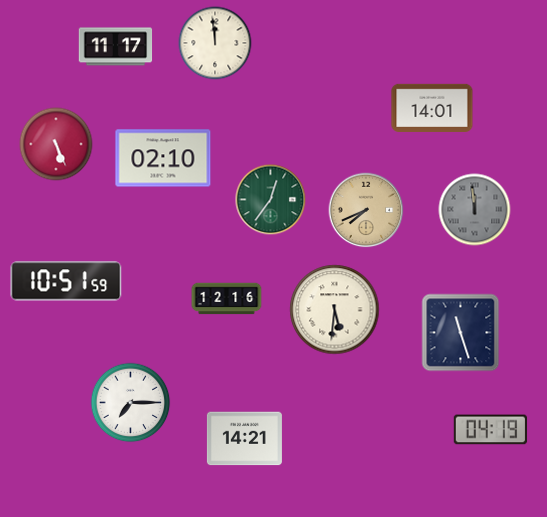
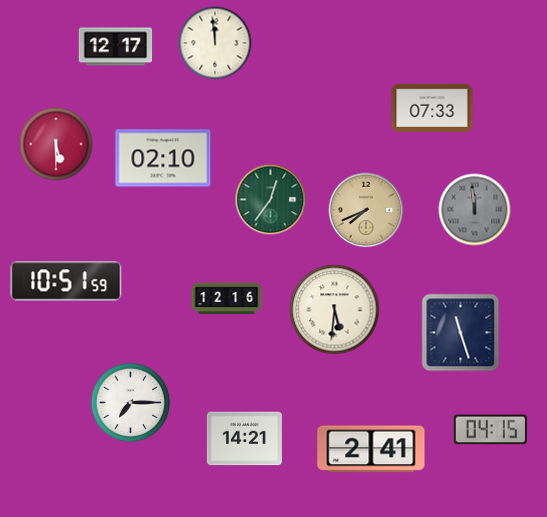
clock at (116, 47): 11:17 -> 12:17
clock at (432, 107): 14:01 -> 07:33
clock at (56, 144): 5:26 -> 5:30
clock at (491, 430): 04:19 -> 04:15
clock at (371, 449): none -> 2:41
